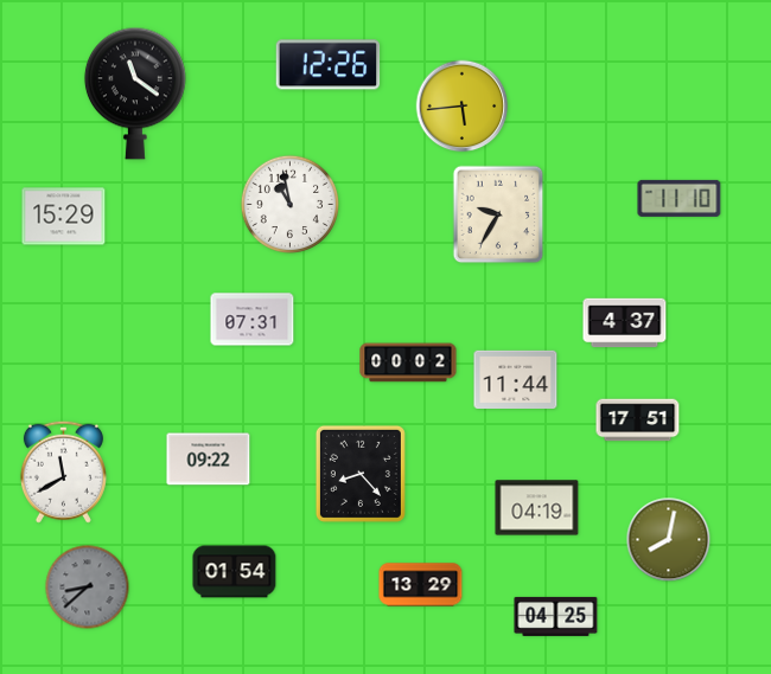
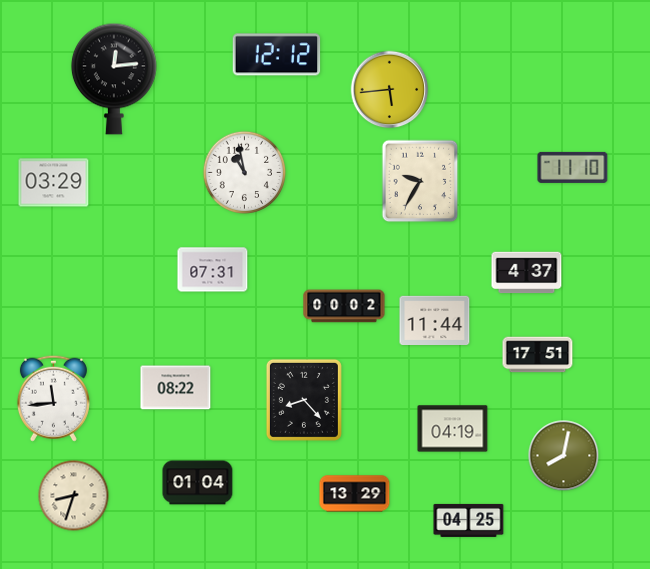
clock at (329, 65): 12:26 -> 12:12
clock at (135, 94): 11:21 -> 12:14
clock at (64, 217): 15:29 -> 03:29
clock at (209, 460): 09:22 -> 08:22
clock at (63, 471): 11:40 -> 11:44
clock at (235, 572): 01:54 -> 01:04
clock at (88, 588): 8:38 -> 8:33
clock at (88, 588) dial: grey -> cream
